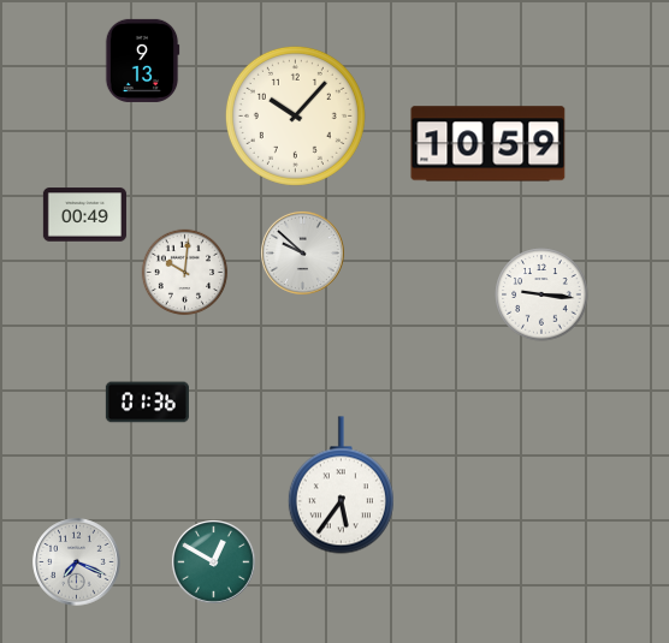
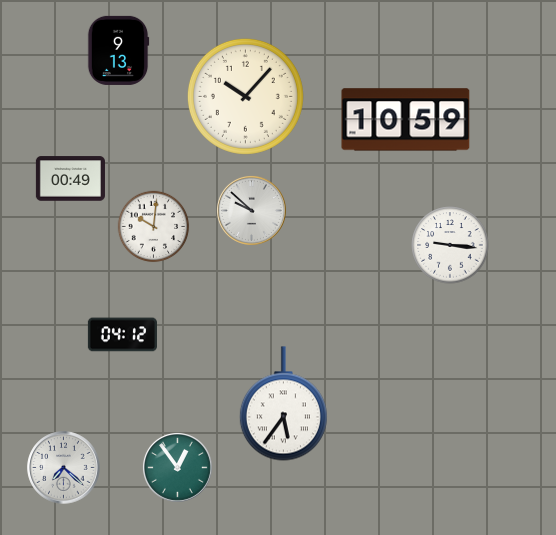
clock at (147, 403): 01:36 -> 04:12
clock at (213, 561): 12:50 -> 12:54
clock at (77, 562): 7:19 -> 7:22
